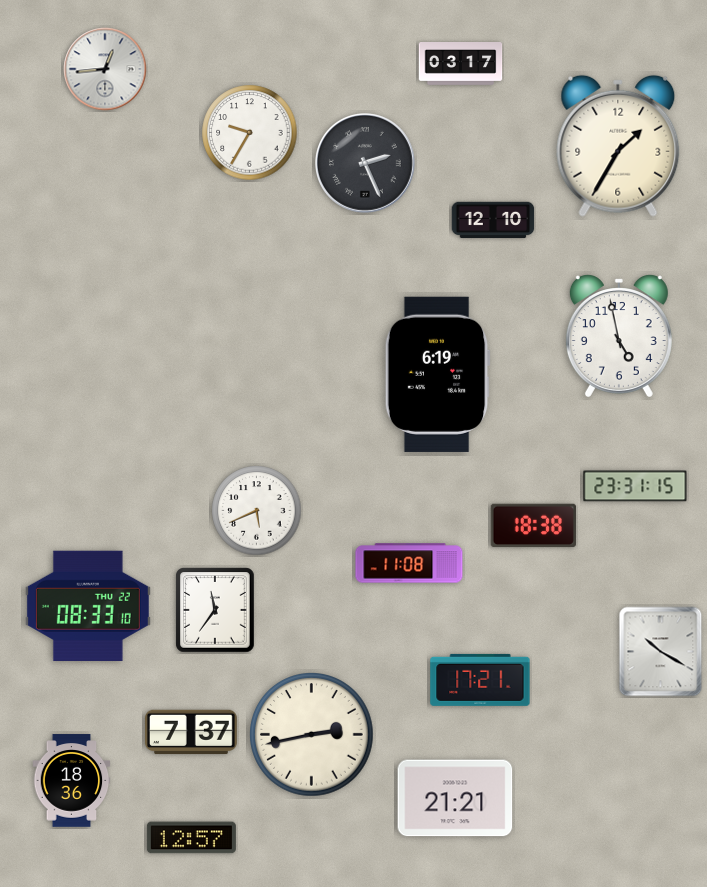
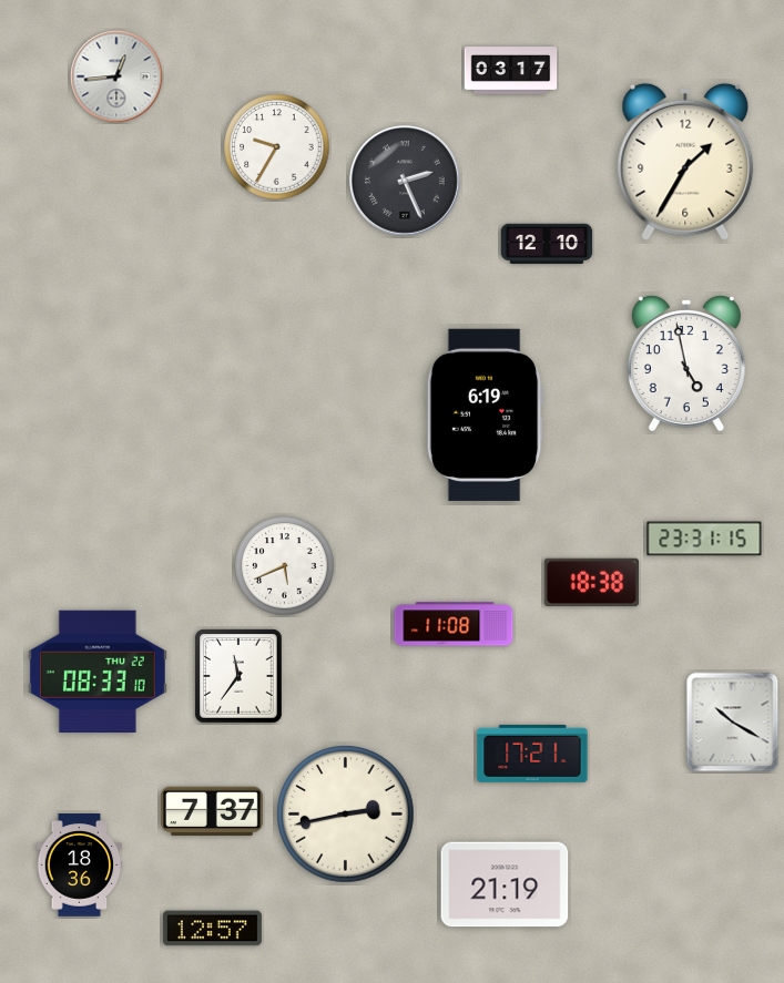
clock at (619, 336) position: (619, 336) -> (686, 363)
clock at (455, 798): 21:21 -> 21:19
